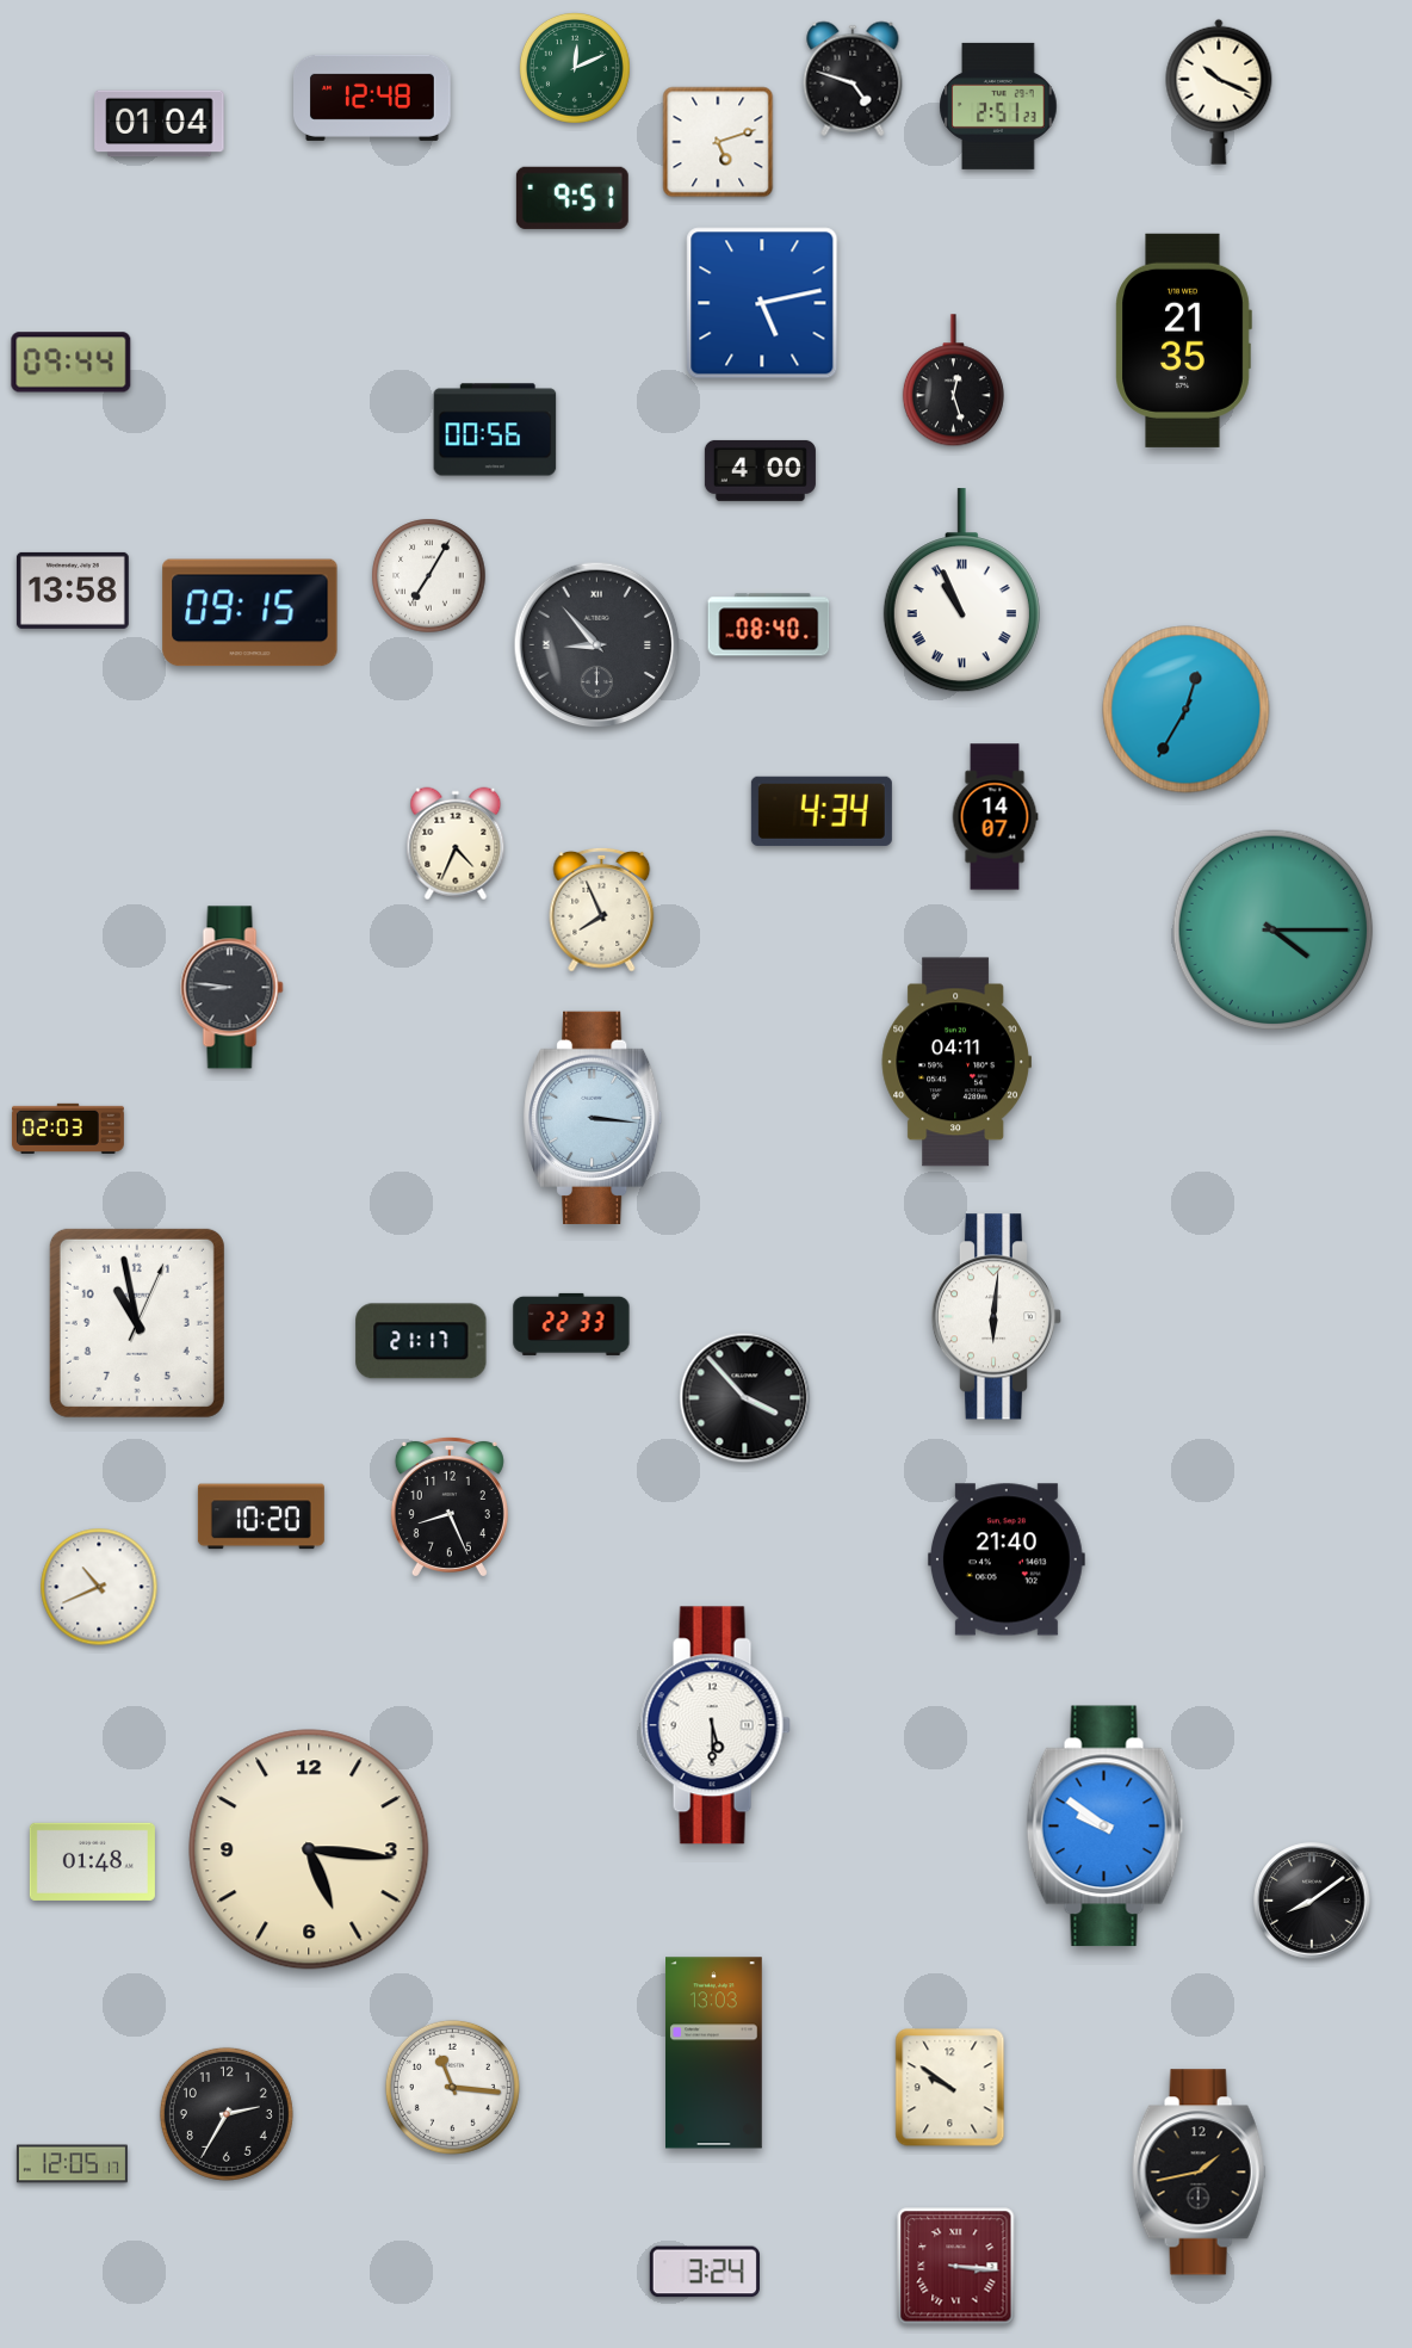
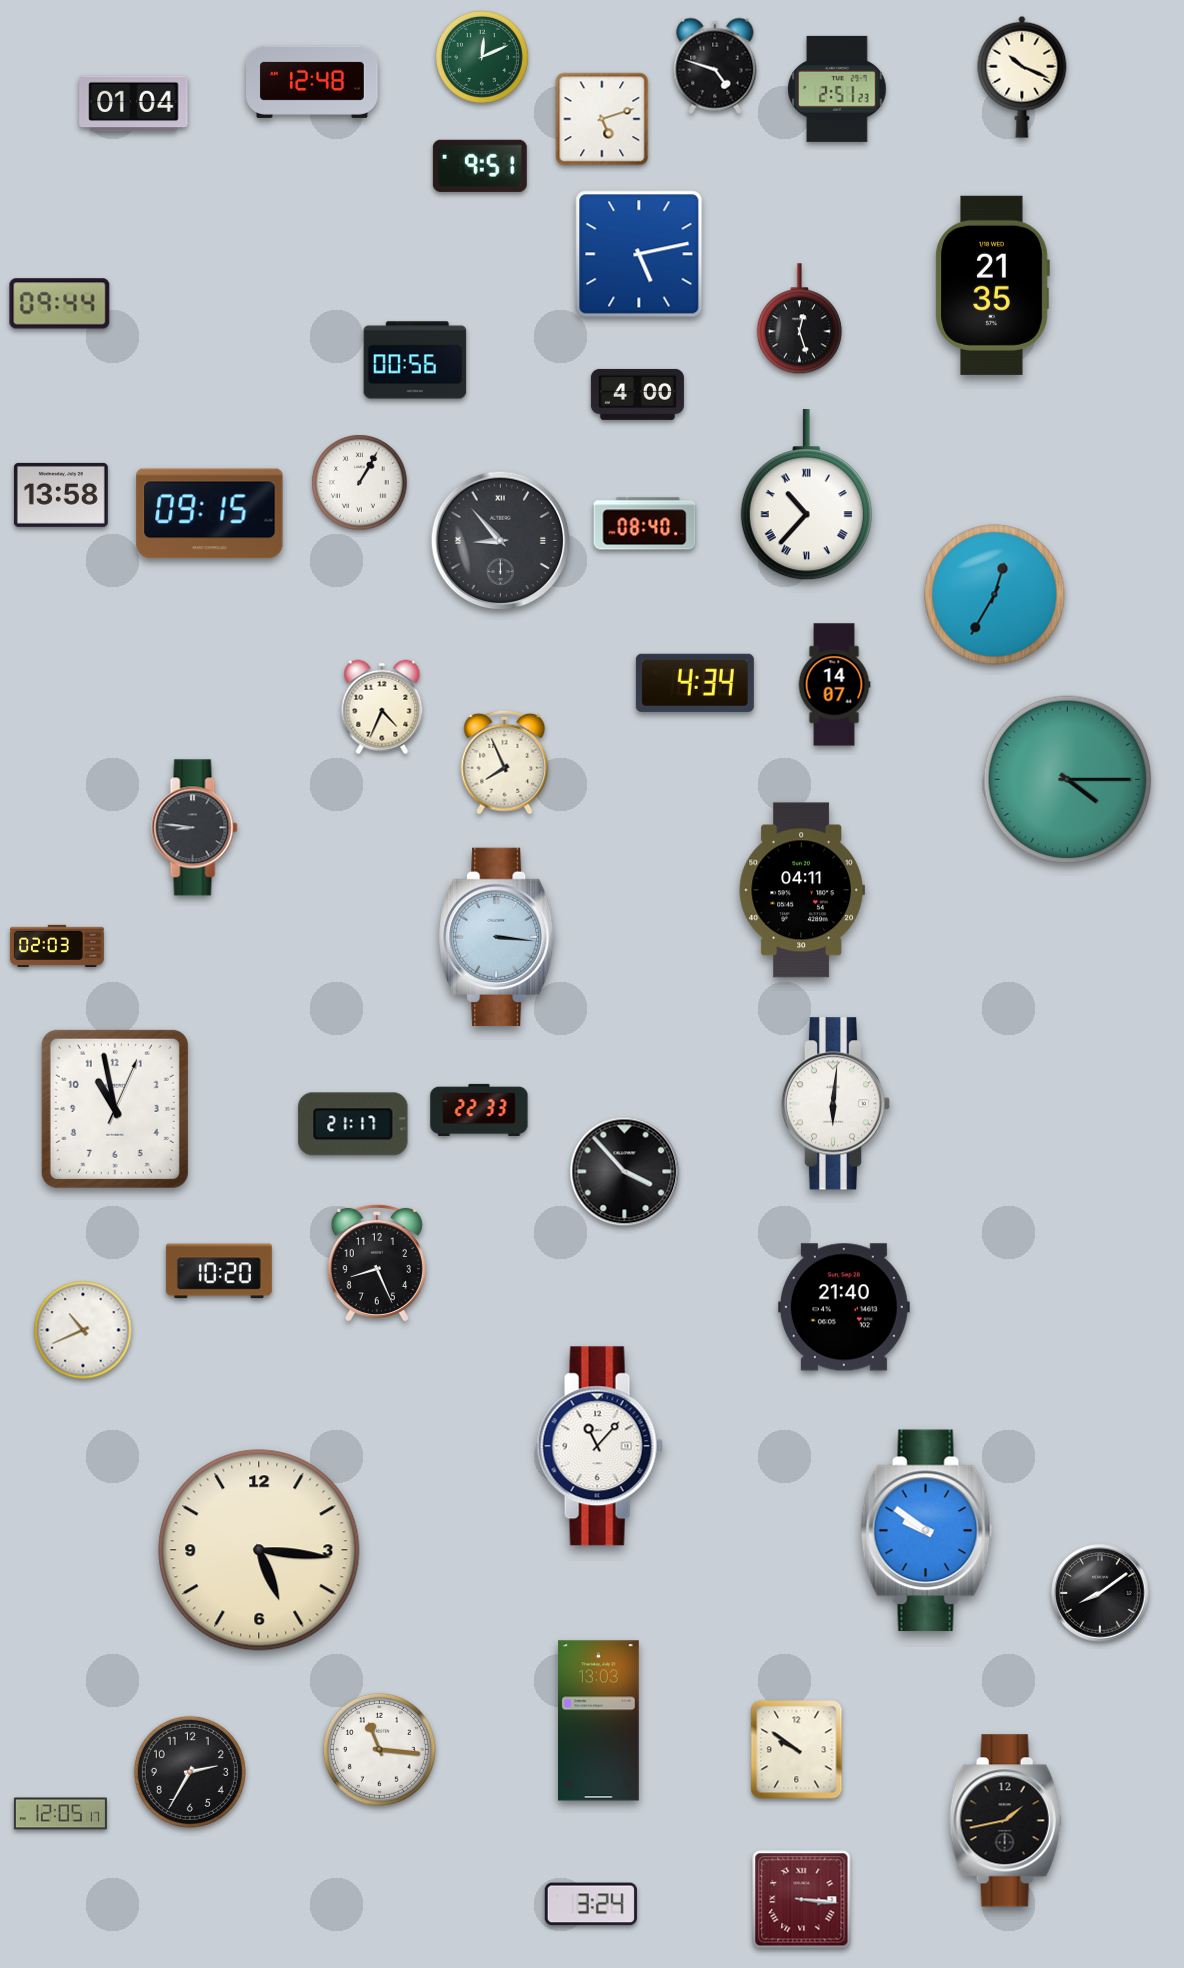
clock at (429, 576): 7:05 -> 1:05
clock at (961, 591): 10:56 -> 10:37
clock at (822, 811) position: (822, 811) -> (695, 683)
clock at (716, 1725): 5:30 -> 11:07
clock at (92, 1861): 01:48 -> none
